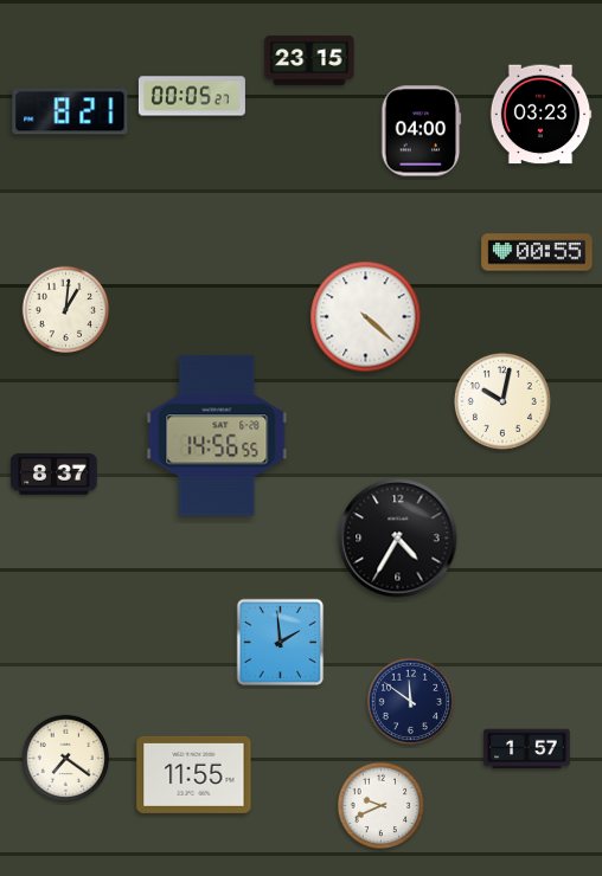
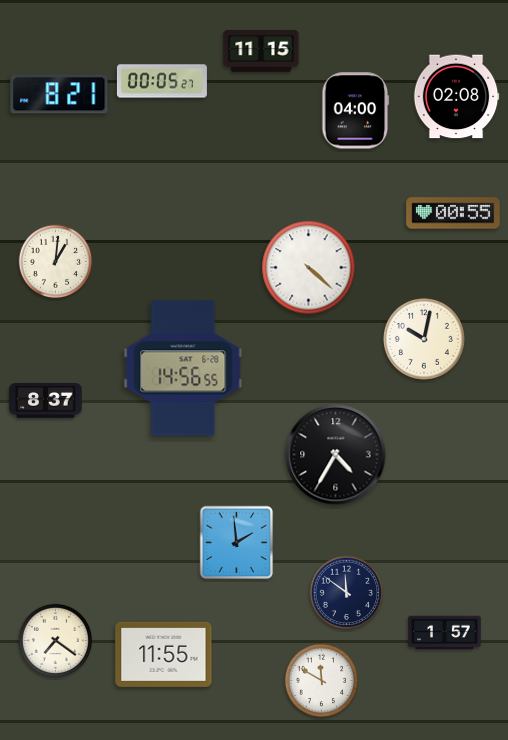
clock at (309, 60): 23:15 -> 11:15
clock at (540, 115): 03:23 -> 02:08
clock at (382, 806): 9:41 -> 11:50
